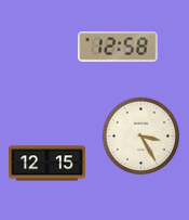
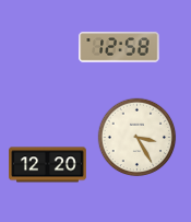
clock at (141, 137) position: (141, 137) -> (138, 138)
clock at (48, 164): 12:15 -> 12:20
